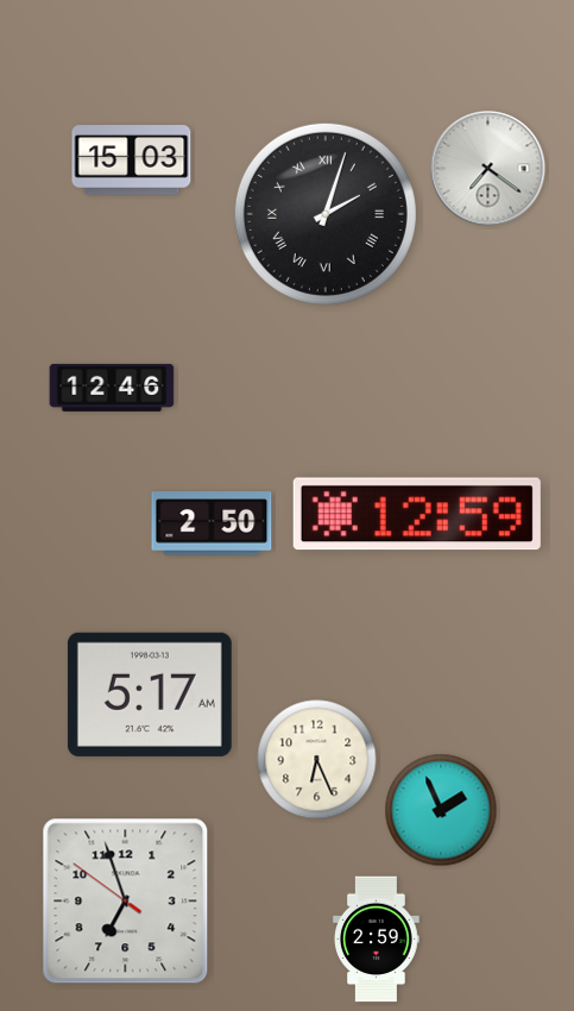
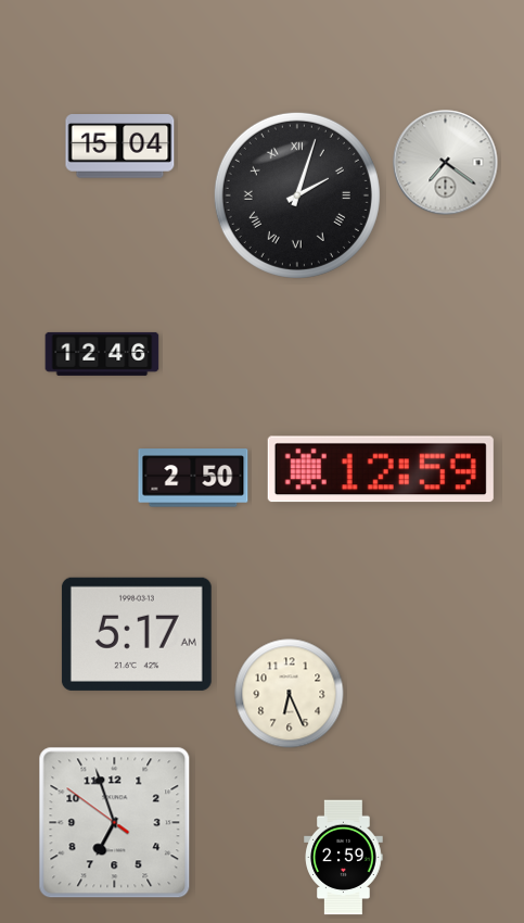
clock at (132, 161): 15:03 -> 15:04
clock at (488, 169) position: (488, 169) -> (446, 163)
clock at (441, 810): 1:56 -> none
